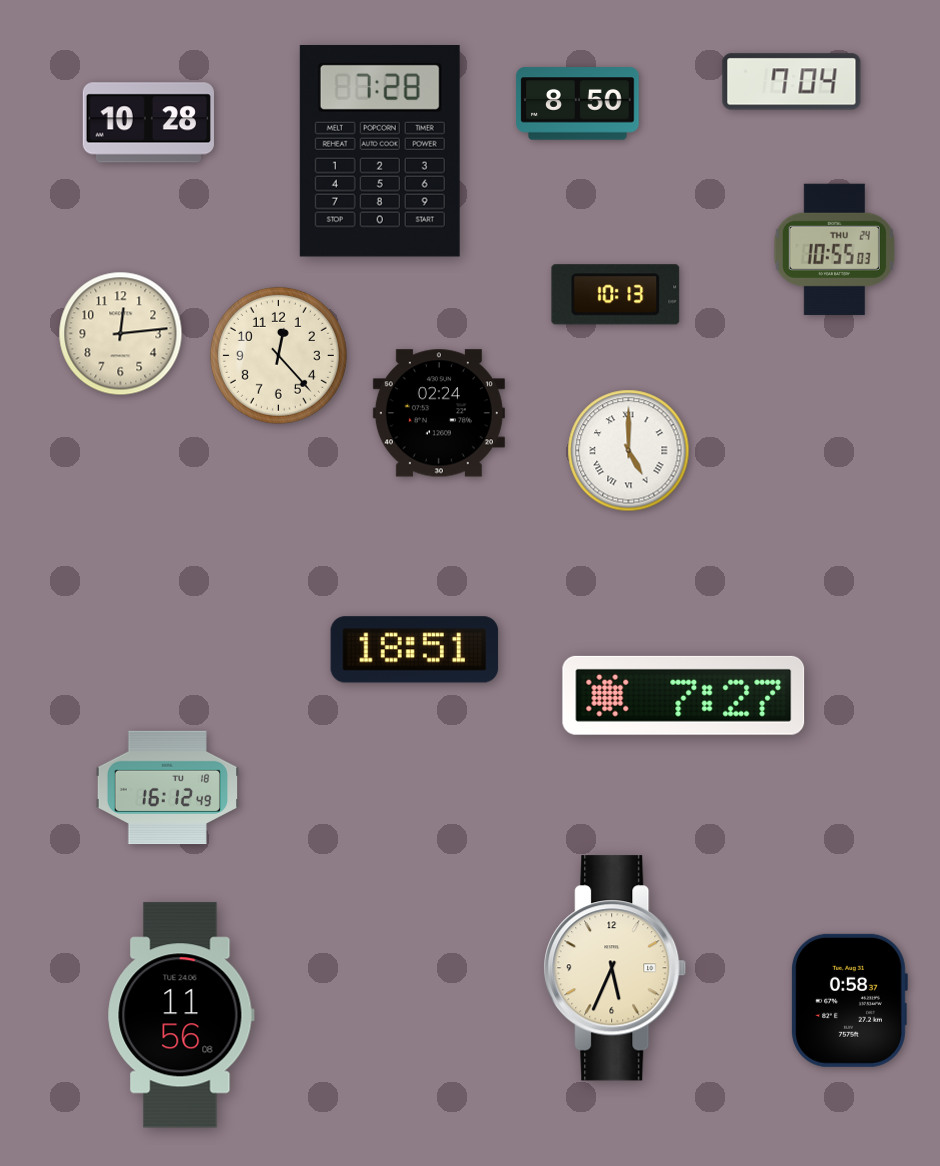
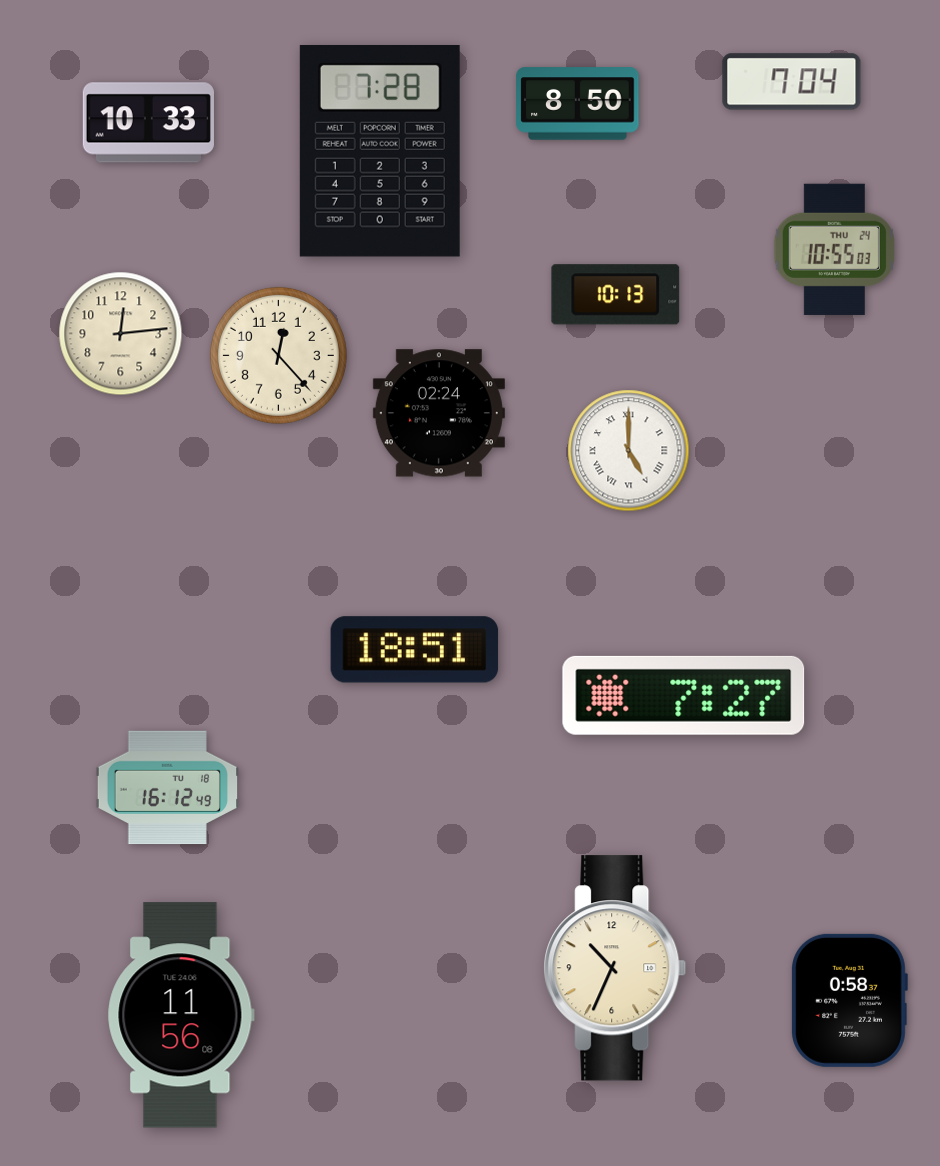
clock at (148, 123): 10:28 -> 10:33
clock at (615, 968): 5:34 -> 10:34
